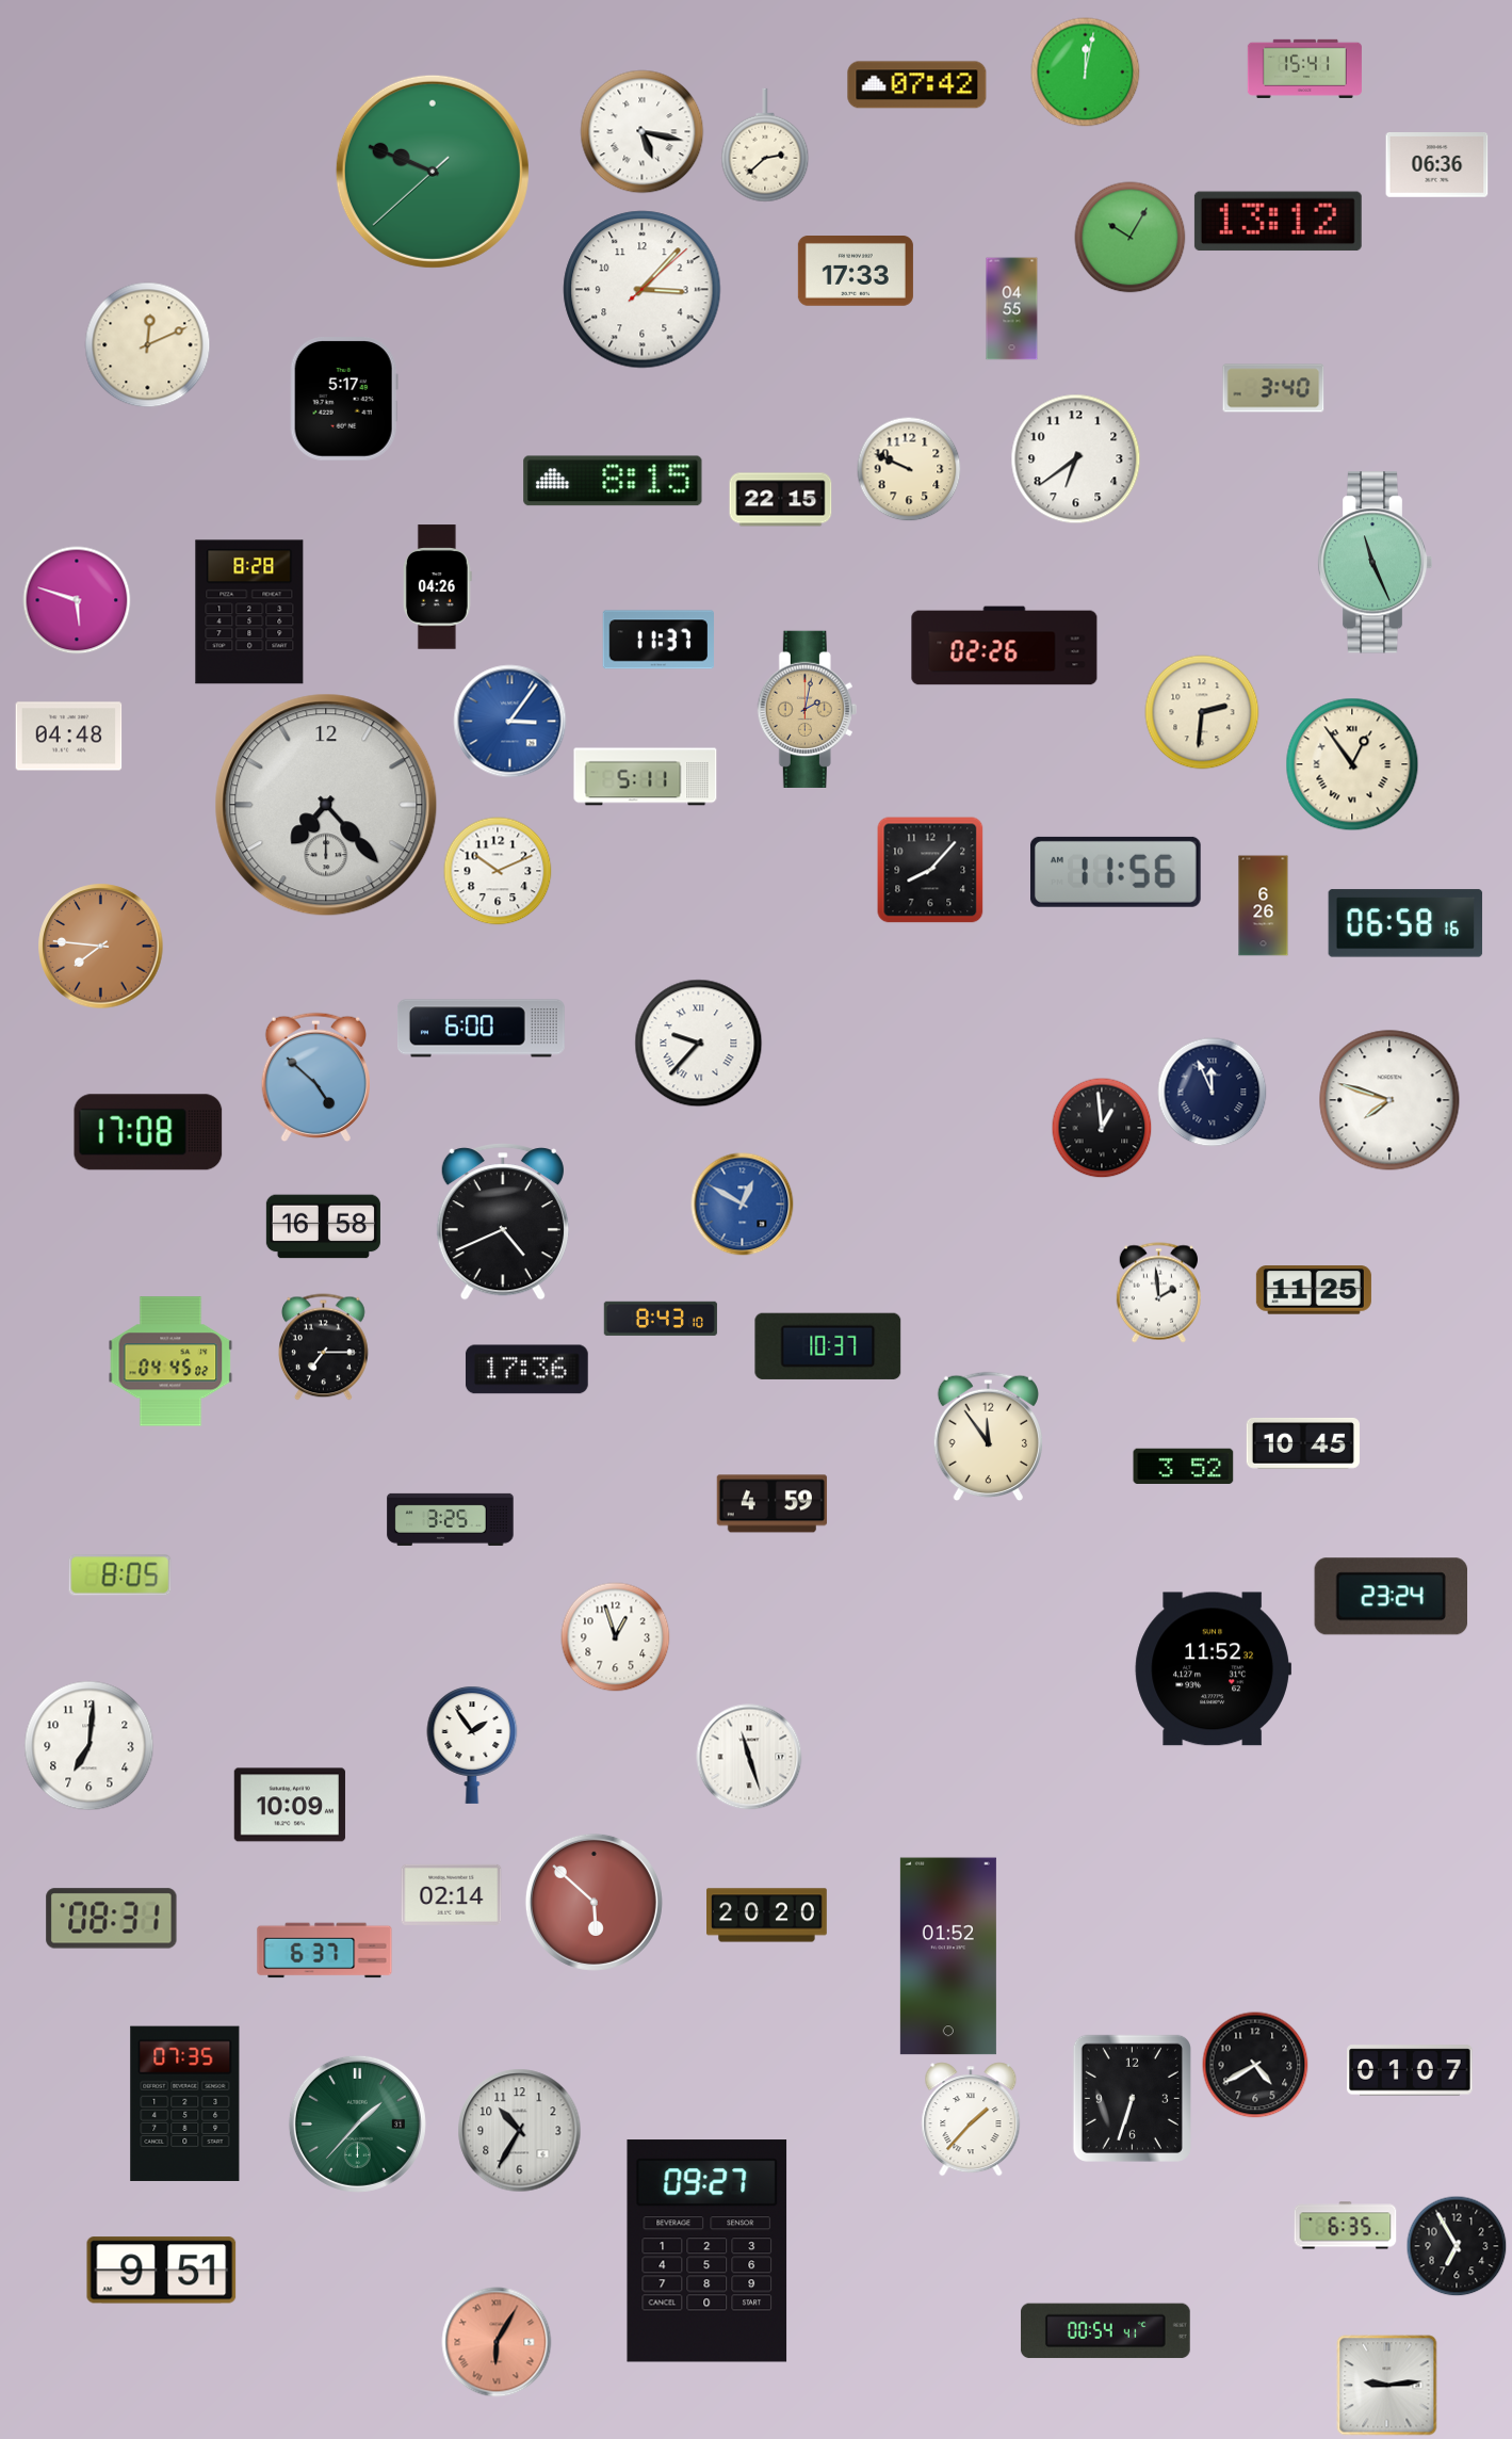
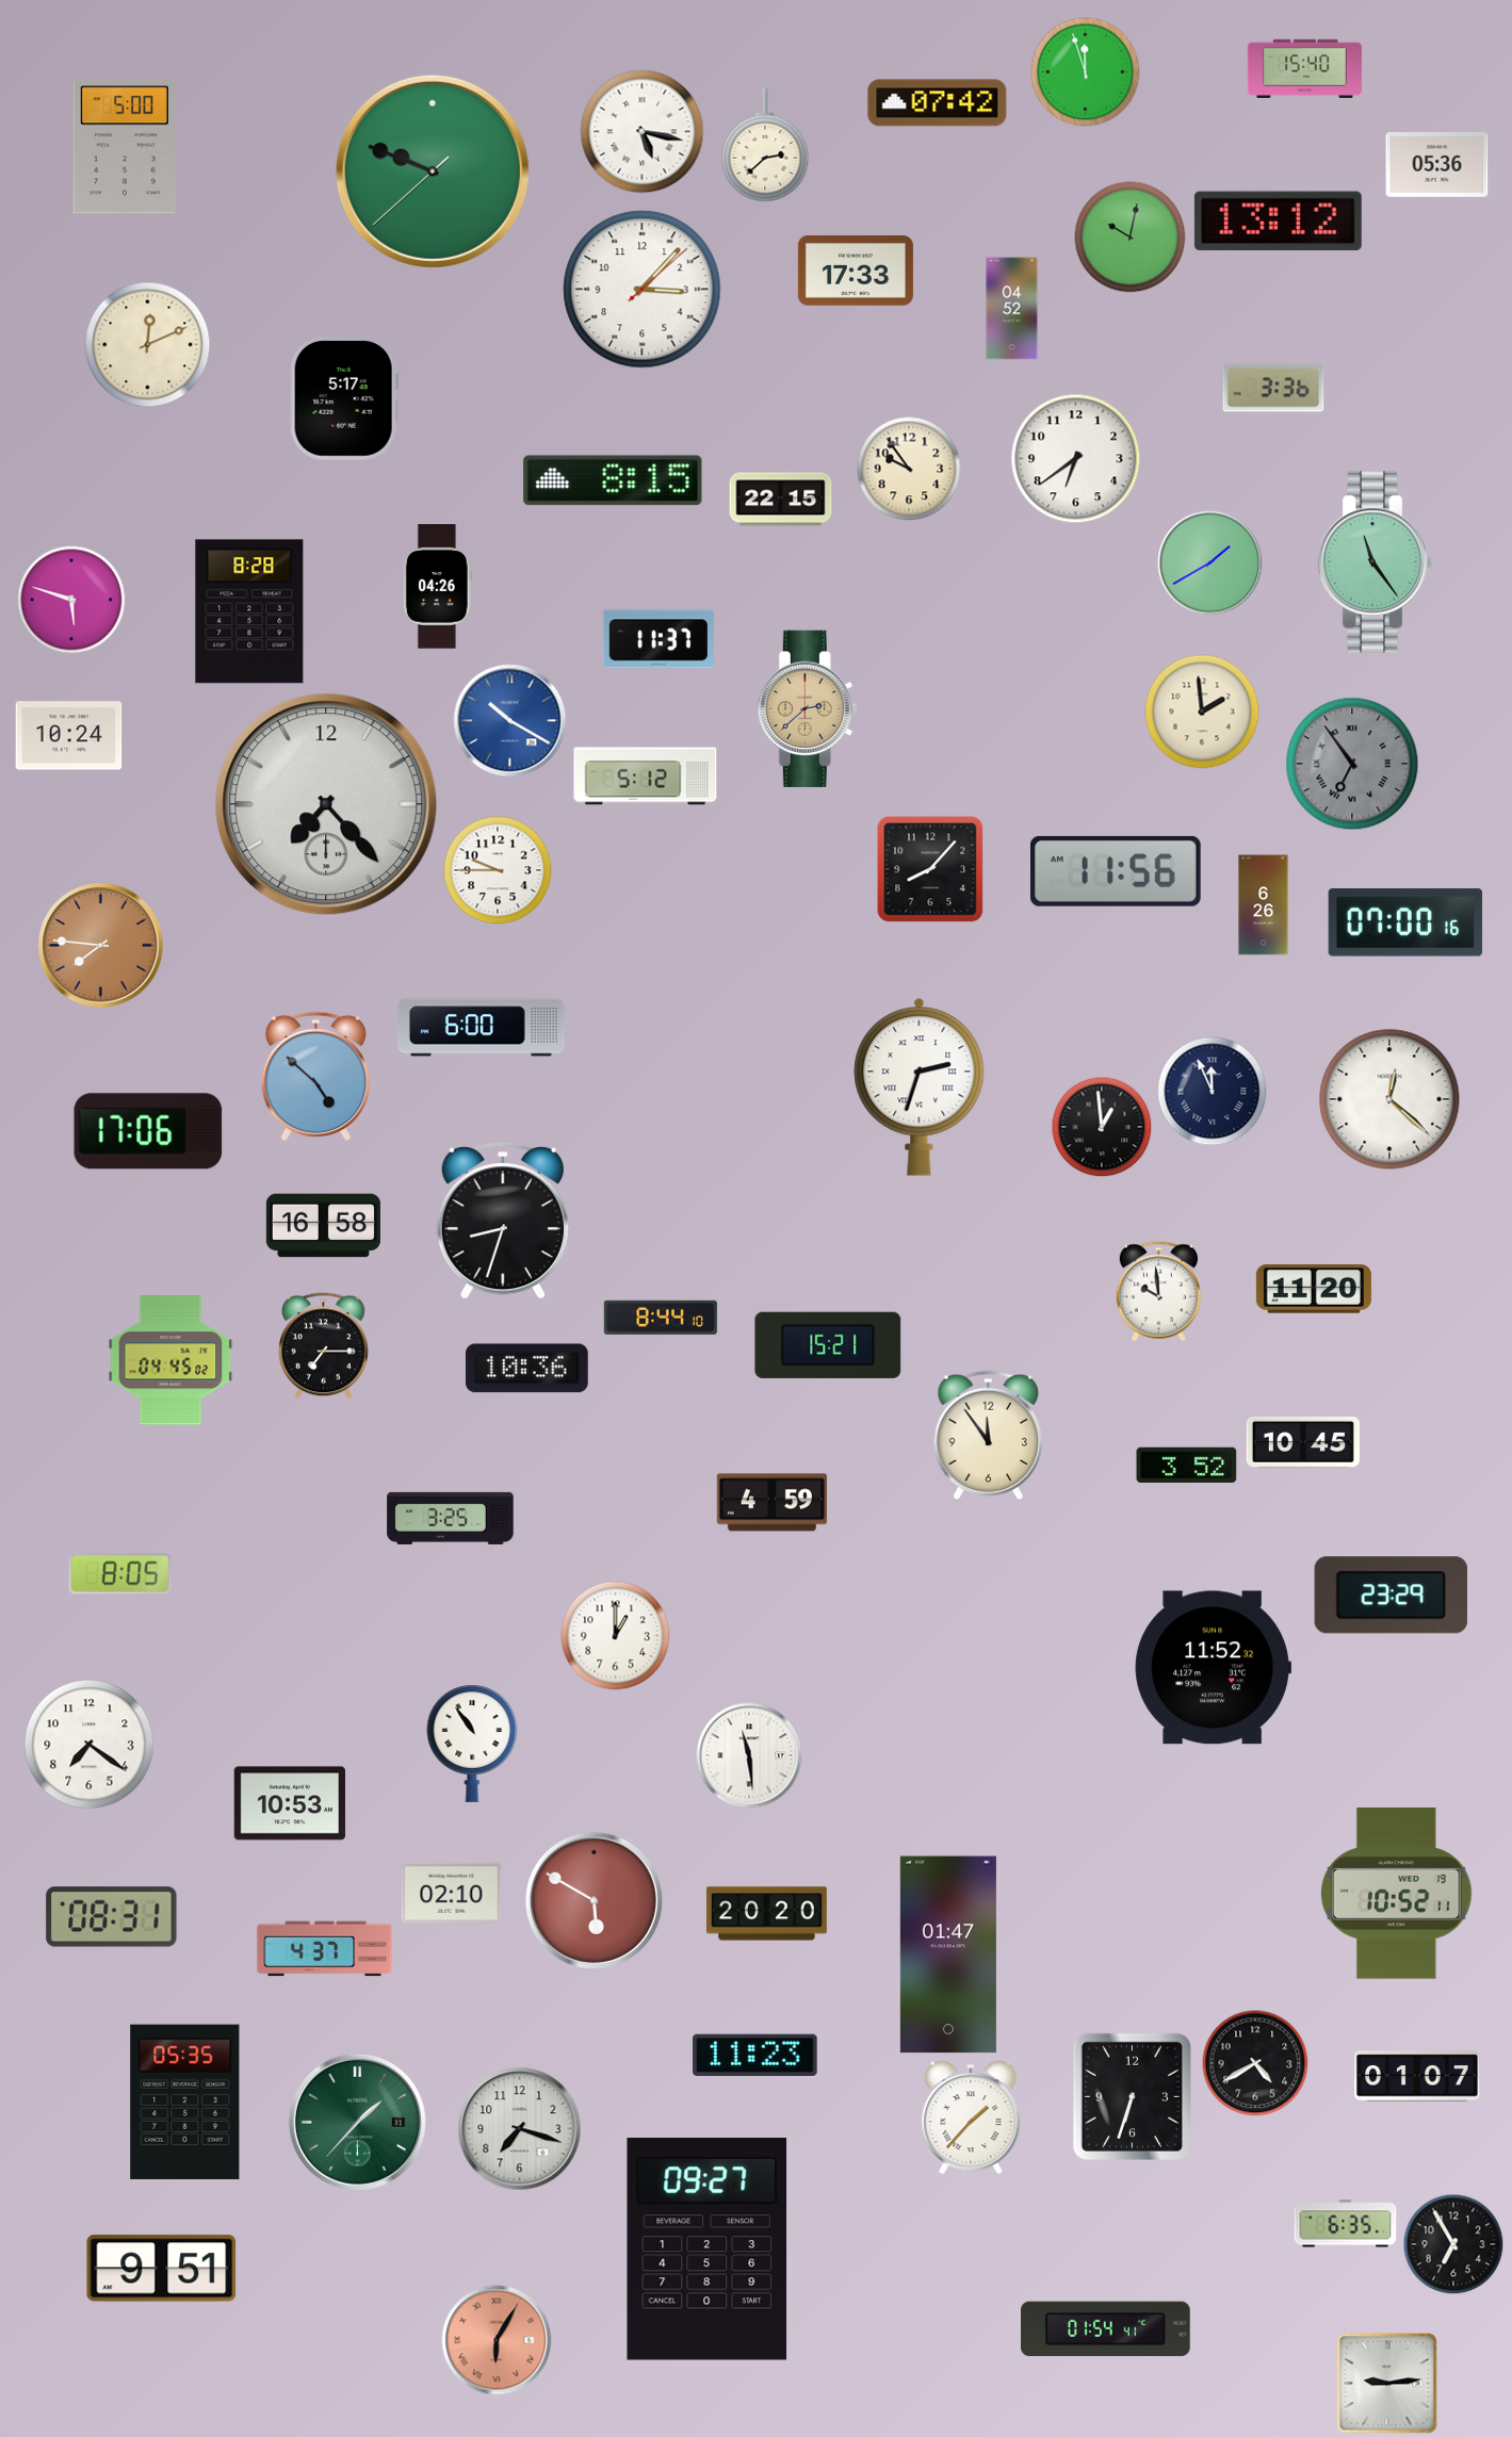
clock at (1304, 68): 15:41 -> 15:40
clock at (1086, 72): 12:02 -> 11:57
clock at (917, 85) position: (917, 85) -> (938, 103)
clock at (125, 147): none -> 5:00
clock at (1437, 165): 06:36 -> 05:36
clock at (1131, 238): 10:05 -> 10:02
clock at (1012, 309): 04:55 -> 04:52
clock at (1273, 388): 3:40 -> 3:36
clock at (909, 469): 9:49 -> 9:54
clock at (1375, 563): 11:26 -> 11:24
clock at (1210, 563): none -> 1:40
clock at (77, 600) position: (77, 600) -> (71, 600)
clock at (1005, 646): 02:26 -> none
clock at (807, 709): 2:02 -> 2:38
clock at (1202, 712): 2:31 -> 1:59
clock at (510, 722): 3:06 -> 10:20
clock at (69, 737): 04:48 -> 10:24
clock at (1352, 764): 12:54 -> 6:54
clock at (1352, 764) dial: cream -> grey
clock at (646, 777): 5:11 -> 5:12
clock at (498, 871): 10:11 -> 9:45
clock at (1405, 923): 06:58 -> 07:00
clock at (699, 1044): 9:37 -> none
clock at (920, 1086): none -> 2:33
clock at (1389, 1100): 7:48 -> 12:22
clock at (148, 1132): 17:08 -> 17:06
clock at (743, 1205): 12:50 -> none
clock at (503, 1222): 4:41 -> 8:33
clock at (1314, 1290): 11:25 -> 11:20
clock at (1158, 1293): 1:59 -> 9:59
clock at (661, 1319): 8:43 -> 8:44
clock at (828, 1346): 10:37 -> 15:21
clock at (526, 1370): 17:36 -> 10:36
clock at (1184, 1466) position: (1184, 1466) -> (1187, 1465)
clock at (1391, 1597): 23:24 -> 23:29
clock at (616, 1637): 12:57 -> 1:00
clock at (472, 1745): 1:54 -> 10:54
clock at (90, 1746): 7:01 -> 7:21
clock at (749, 1757): 11:27 -> 11:29
clock at (290, 1805): 10:09 -> 10:53
clock at (452, 1894): 02:14 -> 02:10
clock at (1397, 1894): none -> 10:52
clock at (594, 1902): 5:52 -> 5:50
clock at (325, 1951): 6:37 -> 4:37
clock at (948, 1956): 01:52 -> 01:47
clock at (755, 2055): none -> 11:23
clock at (1410, 2070) position: (1410, 2070) -> (1417, 2076)
clock at (185, 2103): 07:35 -> 05:35
clock at (520, 2131): 10:35 -> 7:18
clock at (1457, 2246) position: (1457, 2246) -> (1453, 2244)
clock at (1106, 2331): 00:54 -> 01:54
